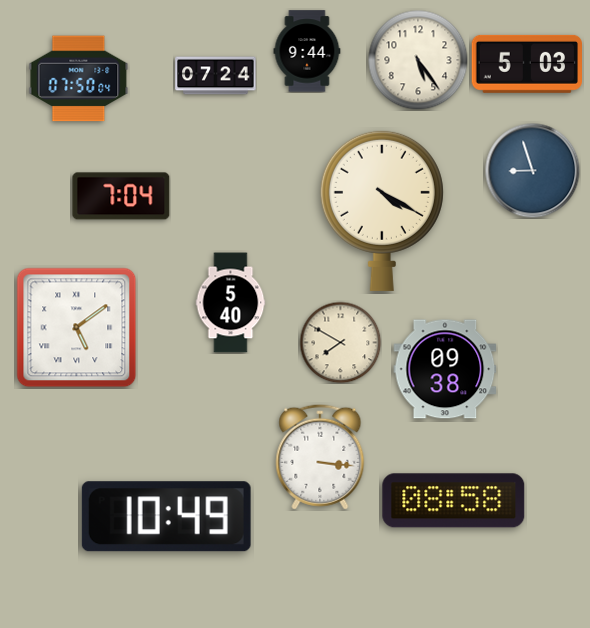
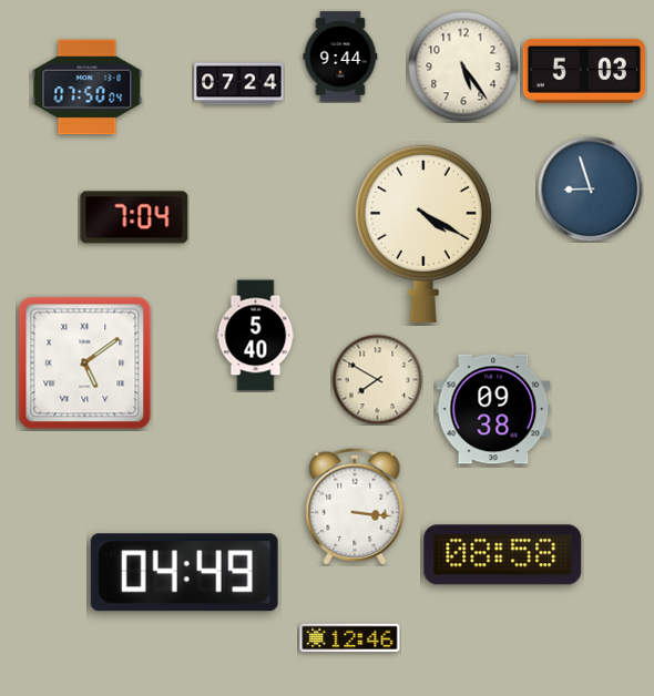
clock at (166, 517): 10:49 -> 04:49
clock at (350, 638): none -> 12:46
